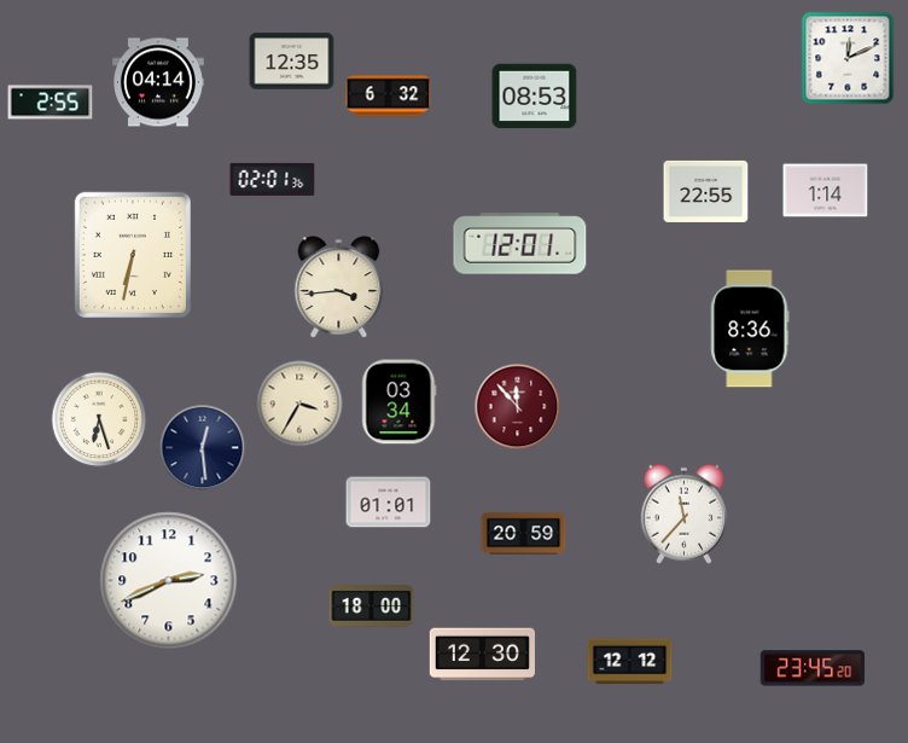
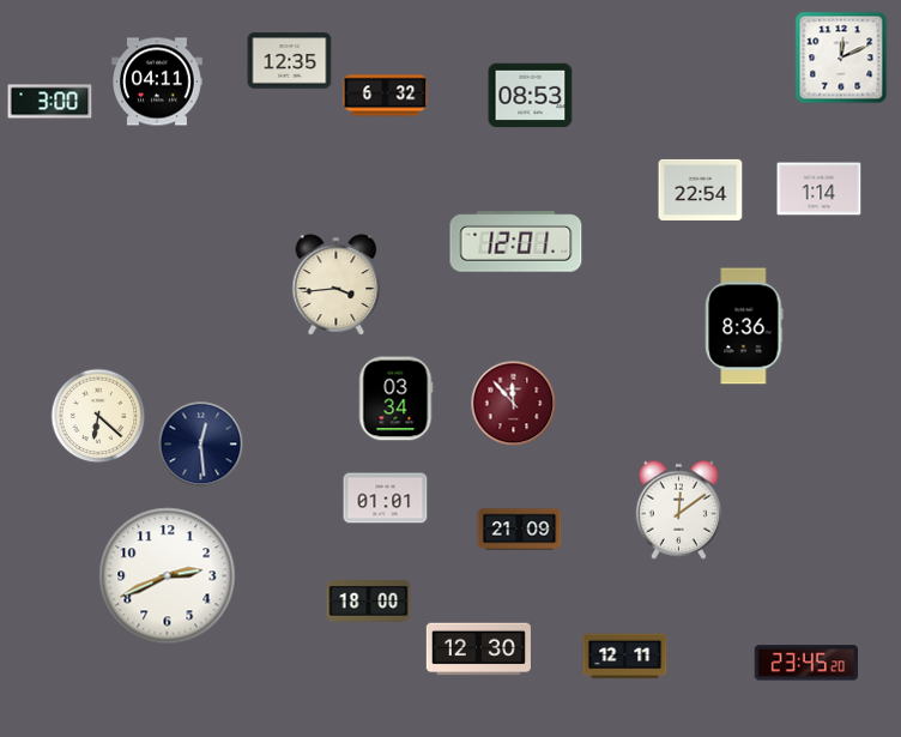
clock at (159, 82): 04:14 -> 04:11
clock at (51, 103): 2:55 -> 3:00
clock at (273, 179): 02:01 -> none
clock at (706, 191): 22:55 -> 22:54
clock at (133, 254): 6:32 -> none
clock at (299, 404): 3:35 -> none
clock at (99, 419): 6:27 -> 6:22
clock at (683, 513): 11:37 -> 12:09
clock at (524, 534): 20:59 -> 21:09
clock at (630, 662): 12:12 -> 12:11
